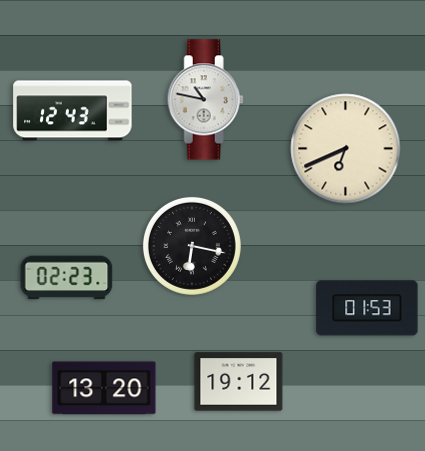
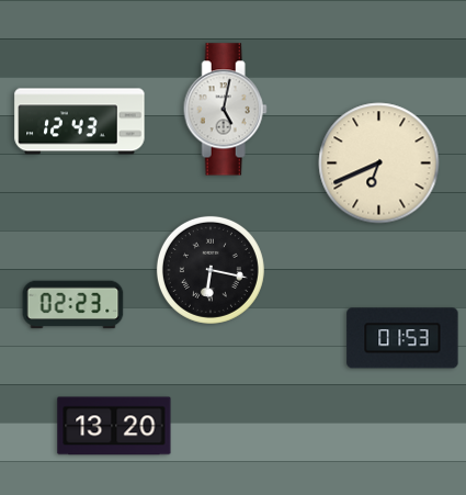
clock at (205, 100): 10:47 -> 5:02
clock at (239, 382): 19:12 -> none
